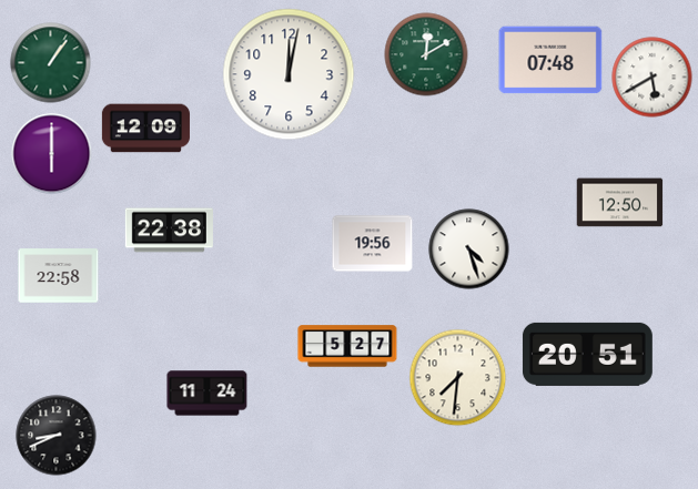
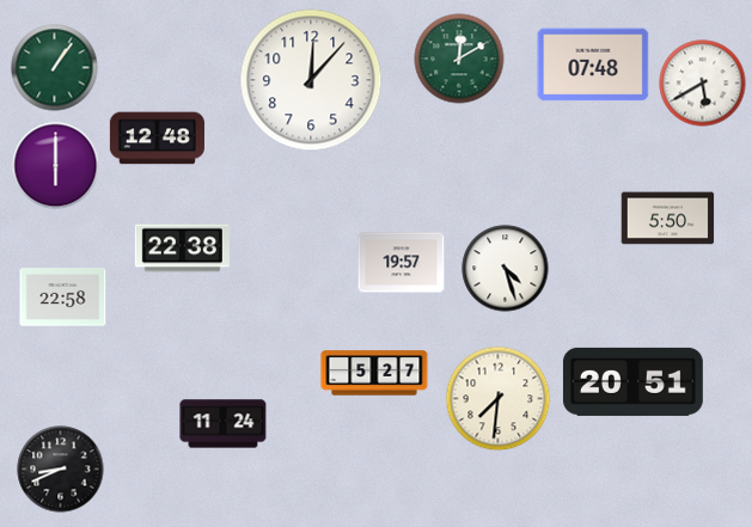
clock at (289, 74): 12:02 -> 12:07
clock at (145, 129): 12:09 -> 12:48
clock at (620, 203): 12:50 -> 5:50
clock at (373, 244): 19:56 -> 19:57
clock at (458, 378) position: (458, 378) -> (499, 399)
